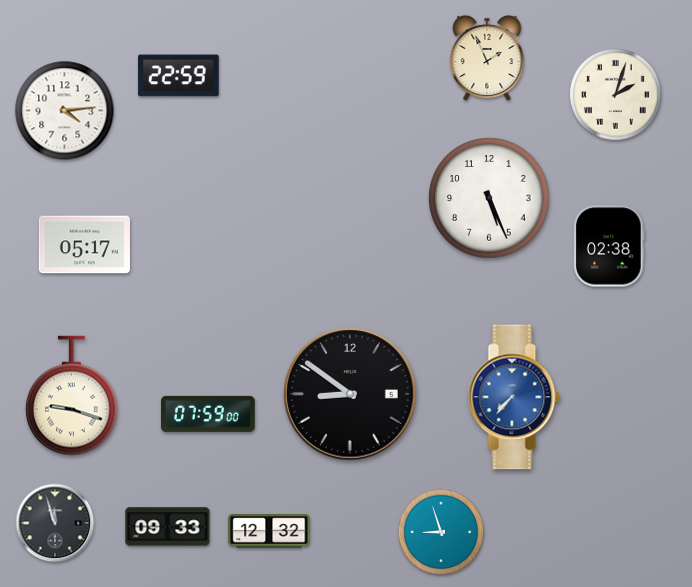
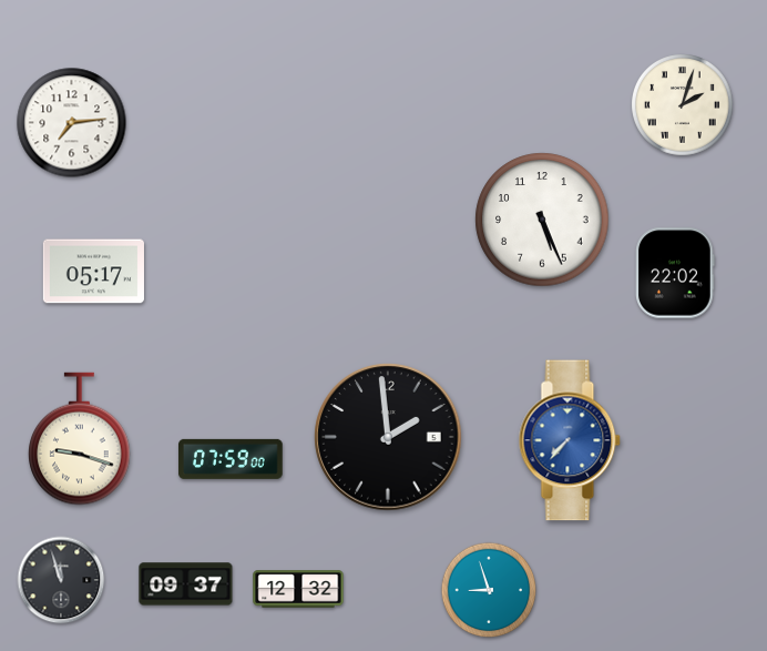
clock at (487, 58): 1:56 -> none
clock at (179, 76): 22:59 -> none
clock at (65, 111): 4:14 -> 7:14
clock at (609, 246): 02:38 -> 22:02
clock at (350, 394): 8:51 -> 1:59
clock at (168, 527): 09:33 -> 09:37
